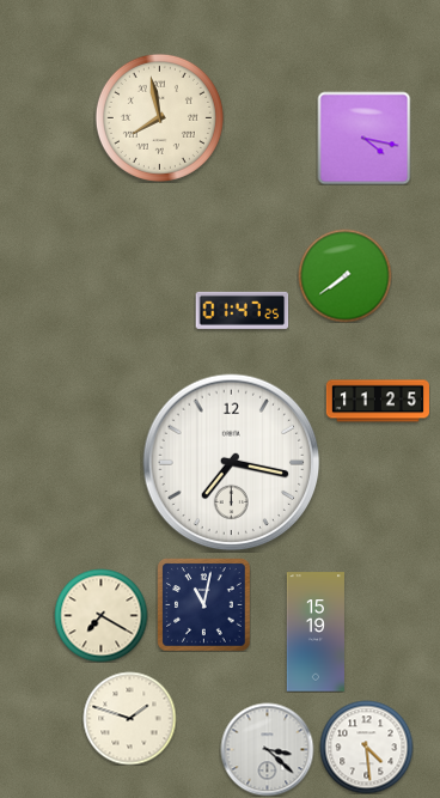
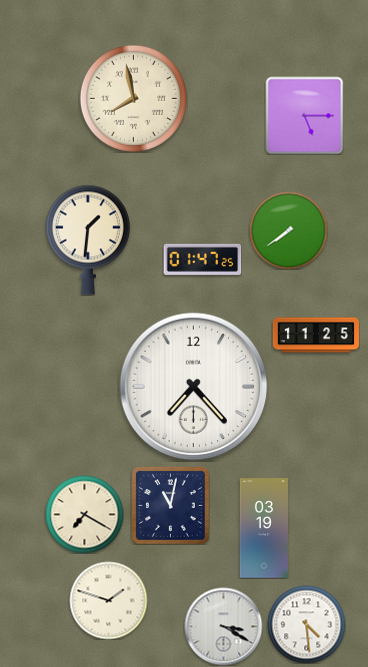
clock at (363, 138): 4:17 -> 5:15
clock at (88, 240): none -> 1:31
clock at (232, 463): 7:17 -> 7:23
clock at (316, 632): 15:19 -> 03:19
clock at (267, 749): 3:22 -> 3:20
